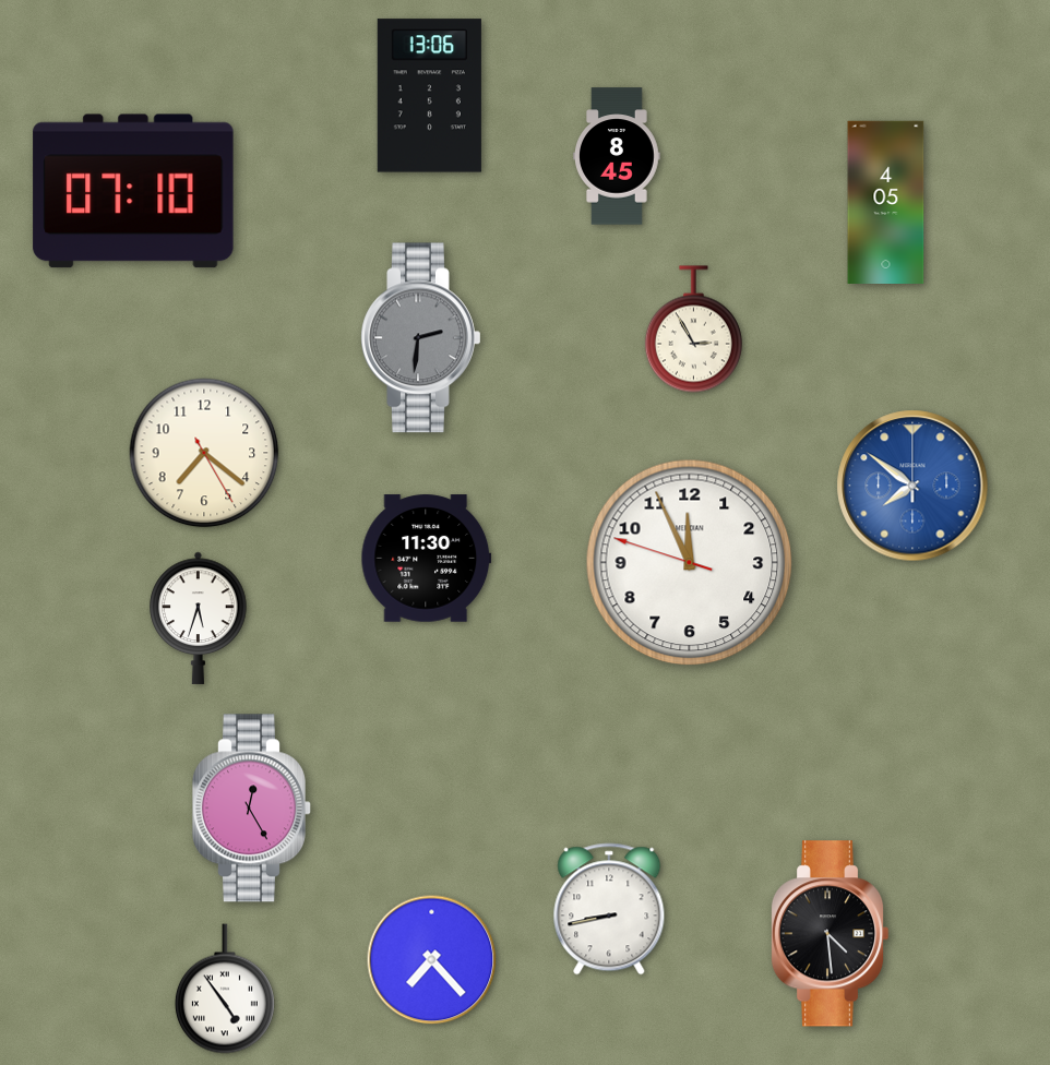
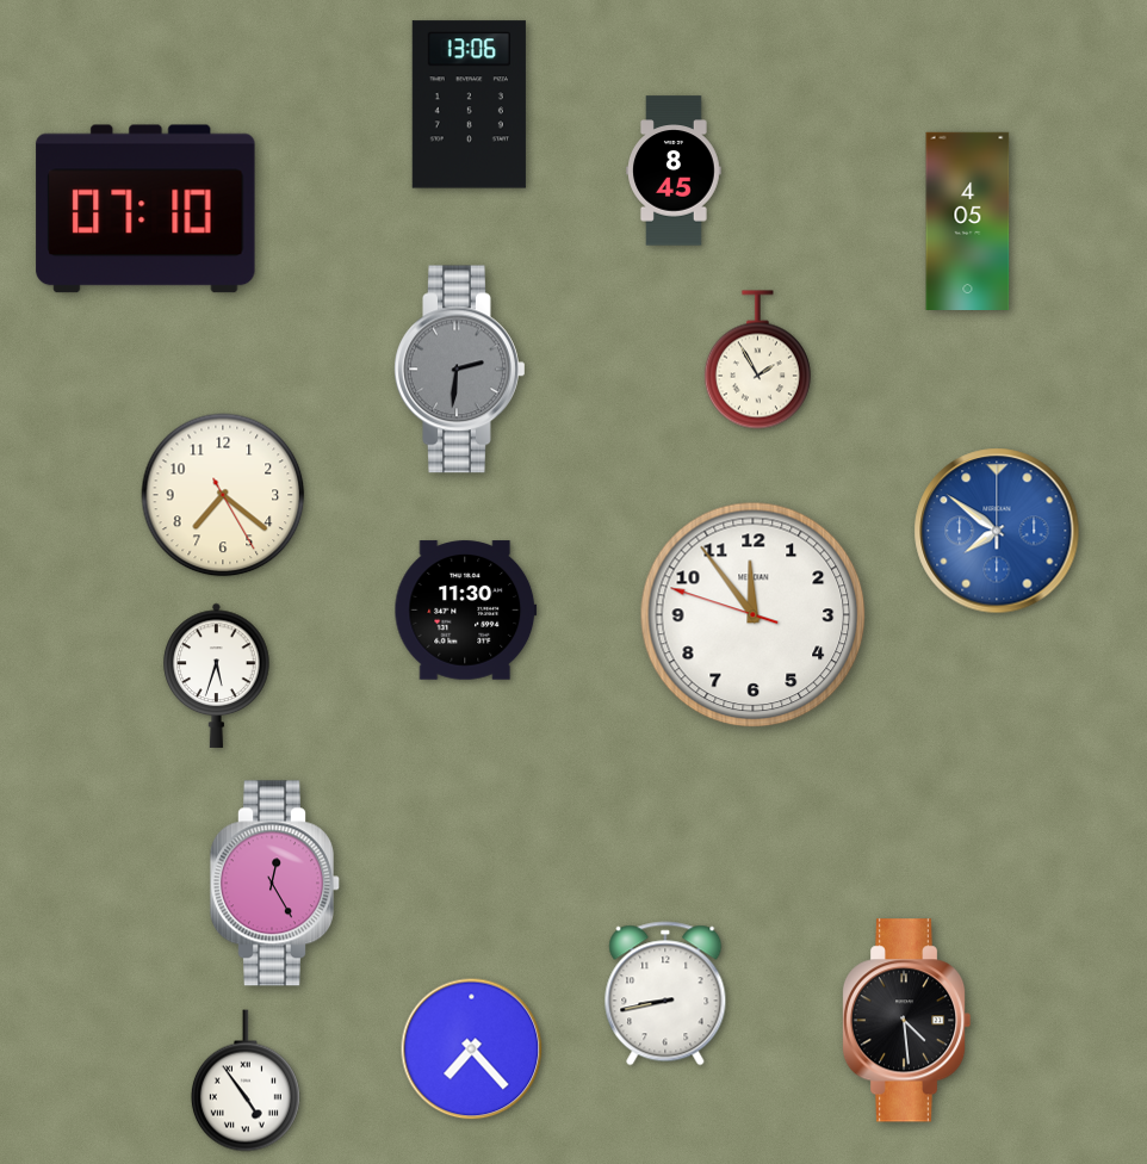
clock at (693, 330): 2:55 -> 1:55
clock at (690, 563): 11:55 -> 11:53
